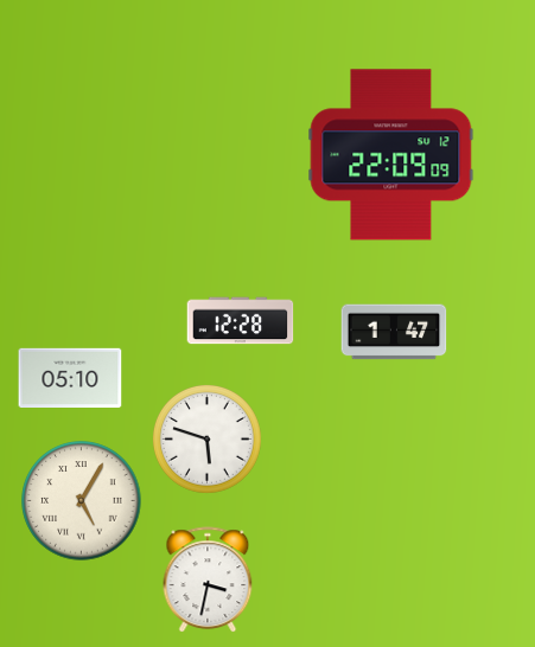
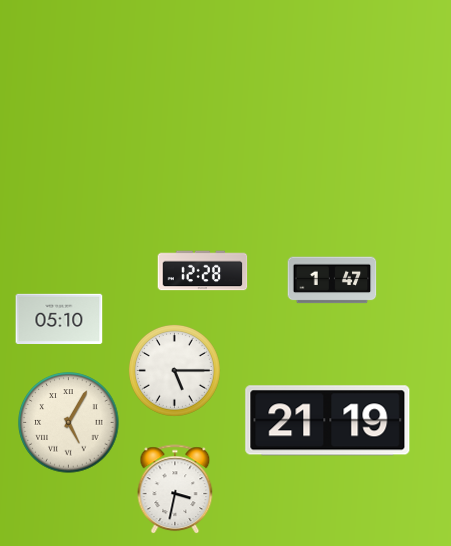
clock at (391, 155): 22:09 -> none
clock at (206, 438): 5:48 -> 5:15
clock at (328, 421): none -> 21:19
